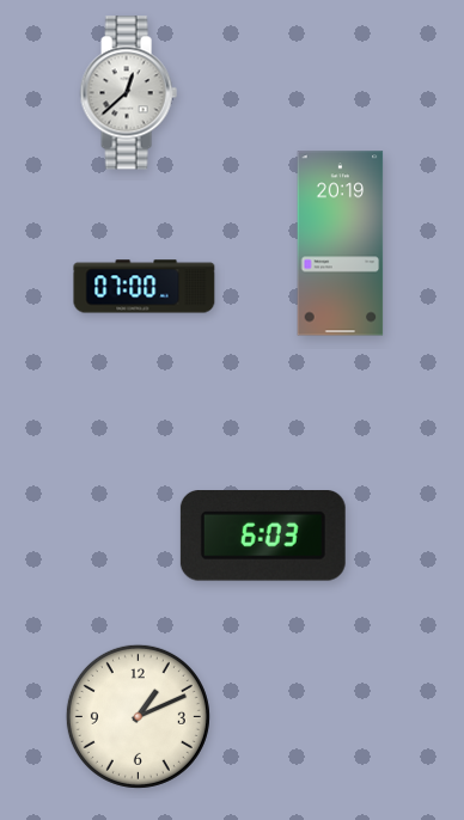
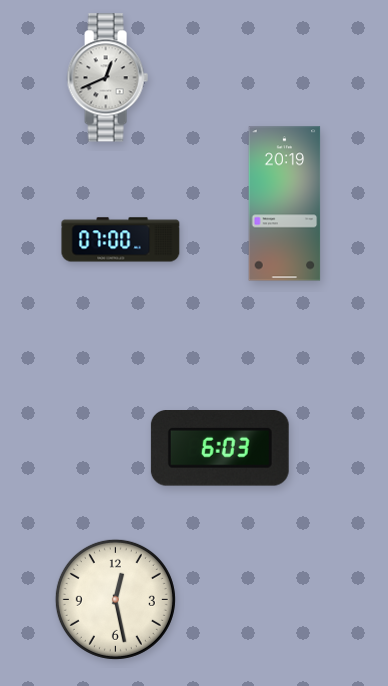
clock at (128, 93): 12:38 -> 12:41
clock at (138, 716): 1:11 -> 12:28
